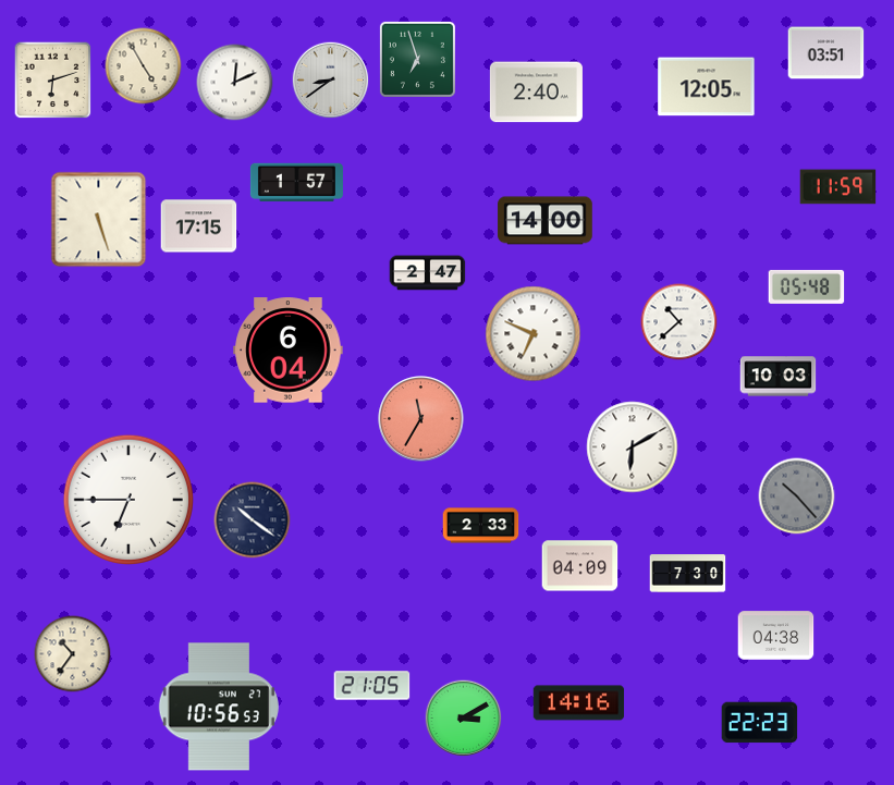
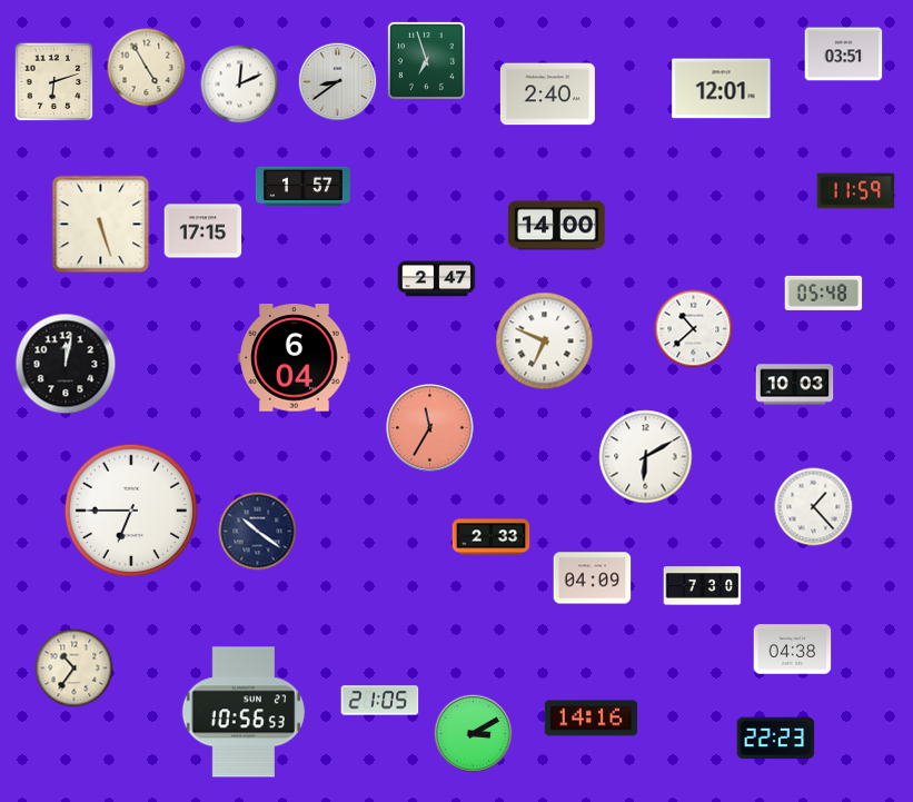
clock at (707, 87): 12:05 -> 12:01
clock at (66, 364): none -> 12:02
clock at (797, 496): 10:23 -> 1:23
clock at (797, 496) dial: grey -> white
clock at (219, 707) position: (219, 707) -> (244, 712)
